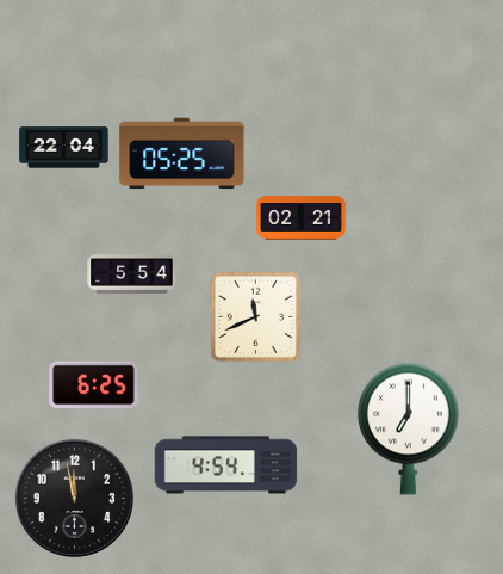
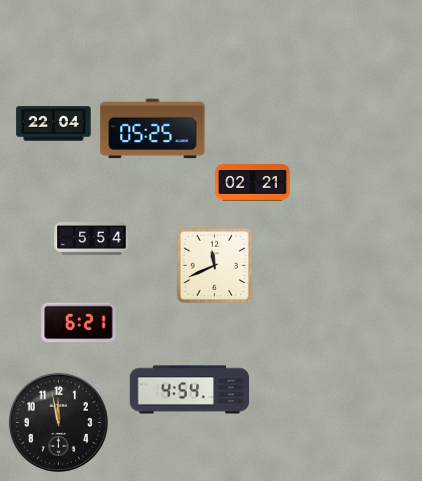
clock at (132, 274) position: (132, 274) -> (92, 239)
clock at (94, 385): 6:25 -> 6:21
clock at (408, 428): 7:00 -> none
clock at (74, 498) position: (74, 498) -> (58, 422)
